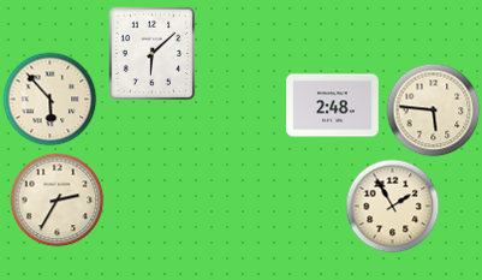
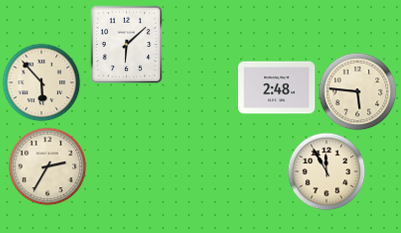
clock at (433, 109) position: (433, 109) -> (357, 91)
clock at (392, 205): 1:55 -> 11:55
